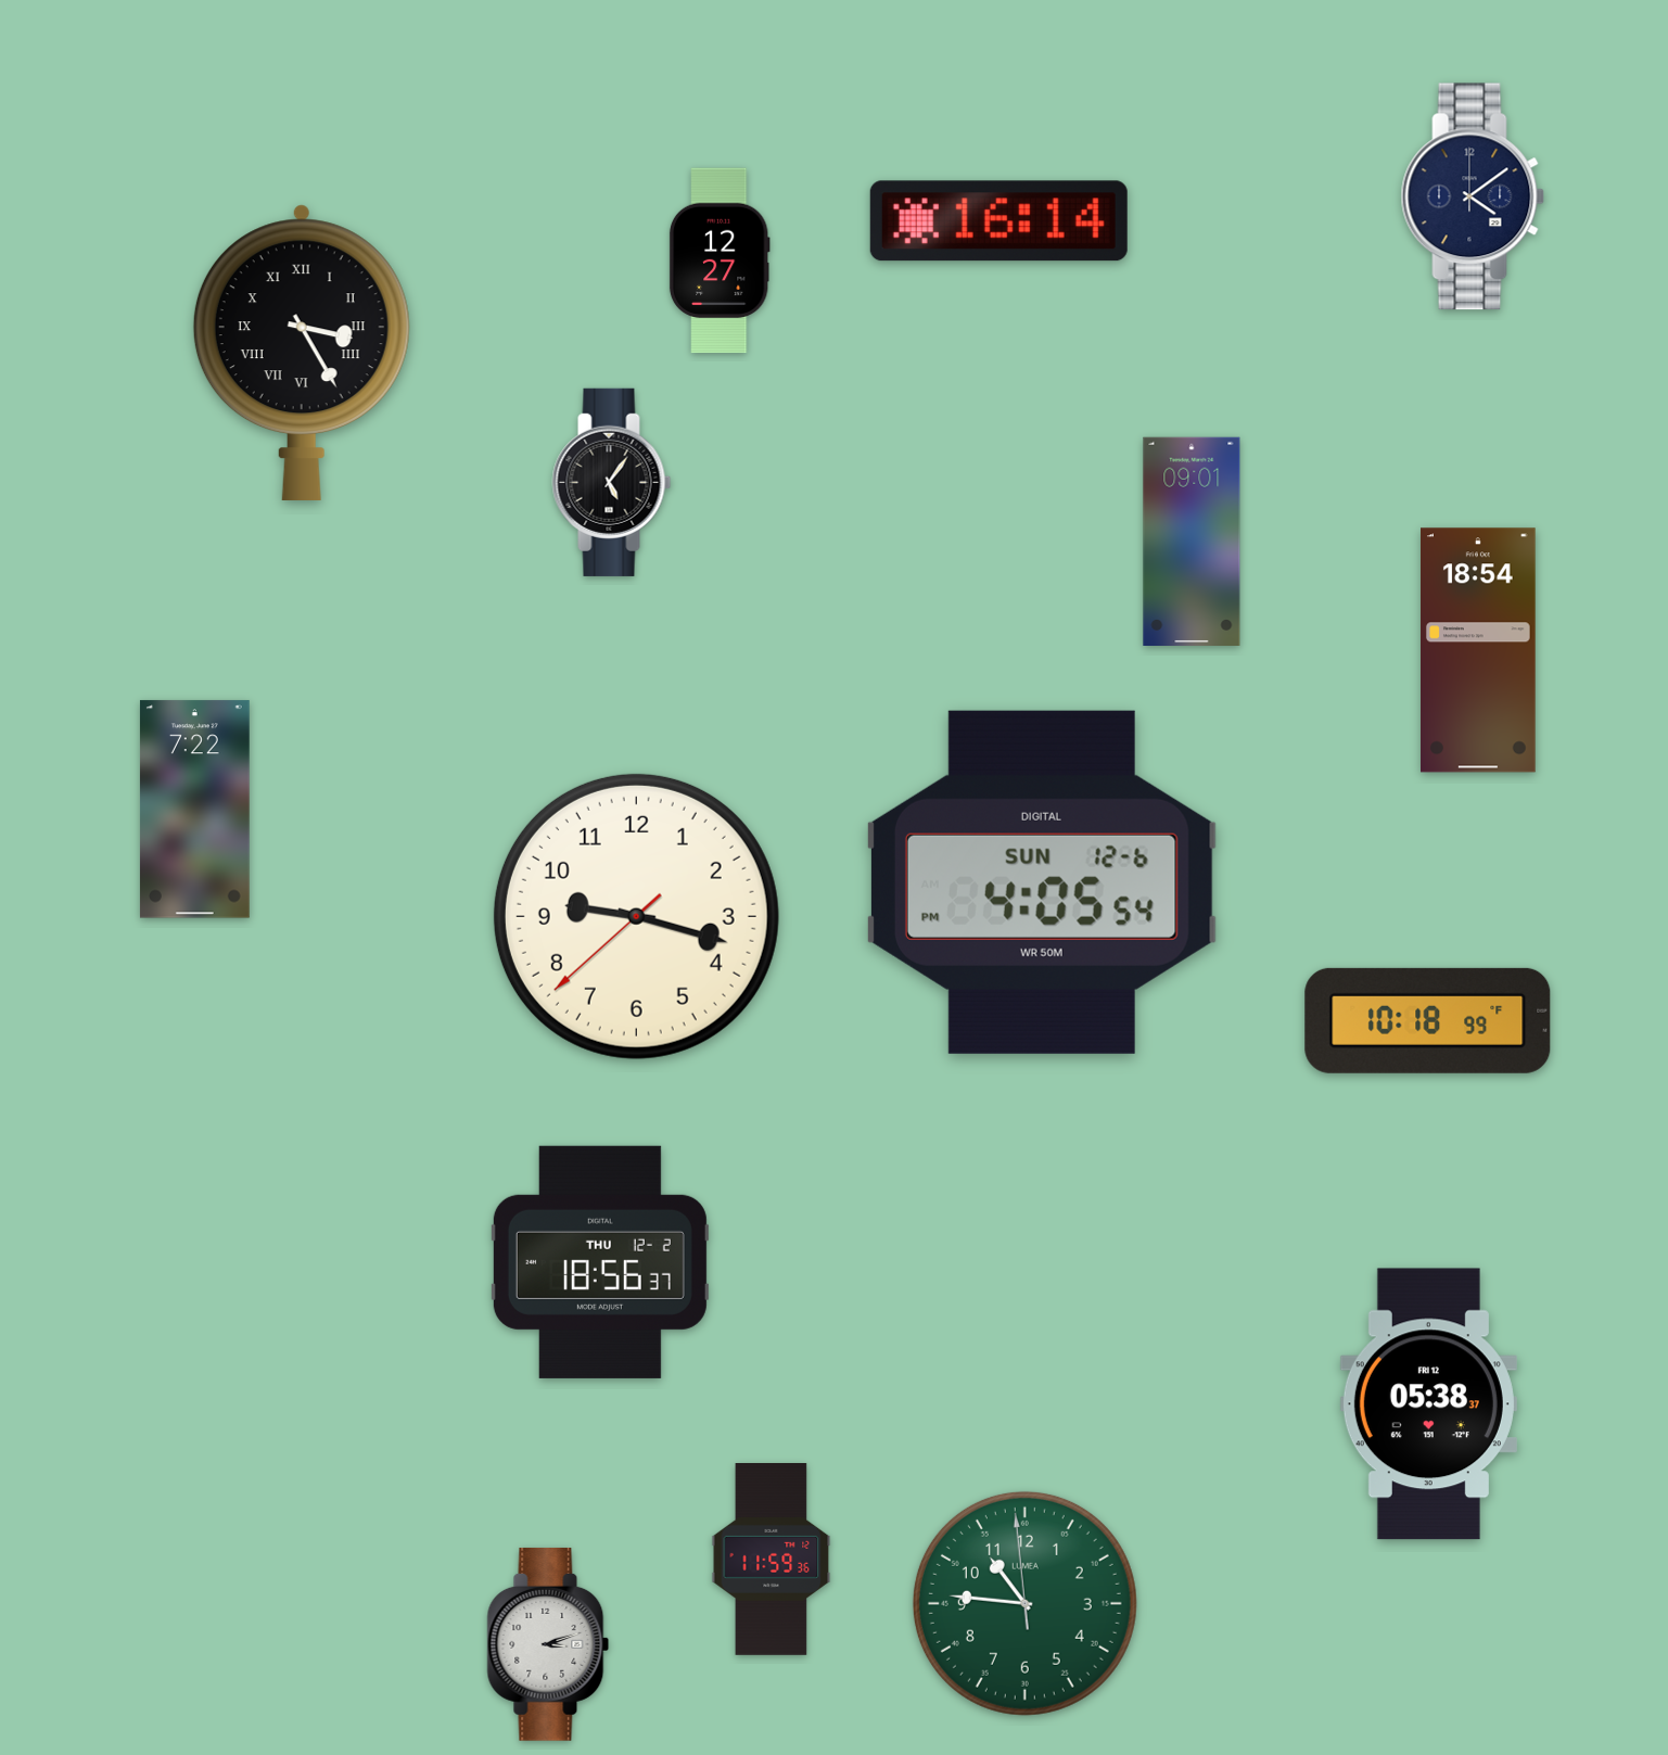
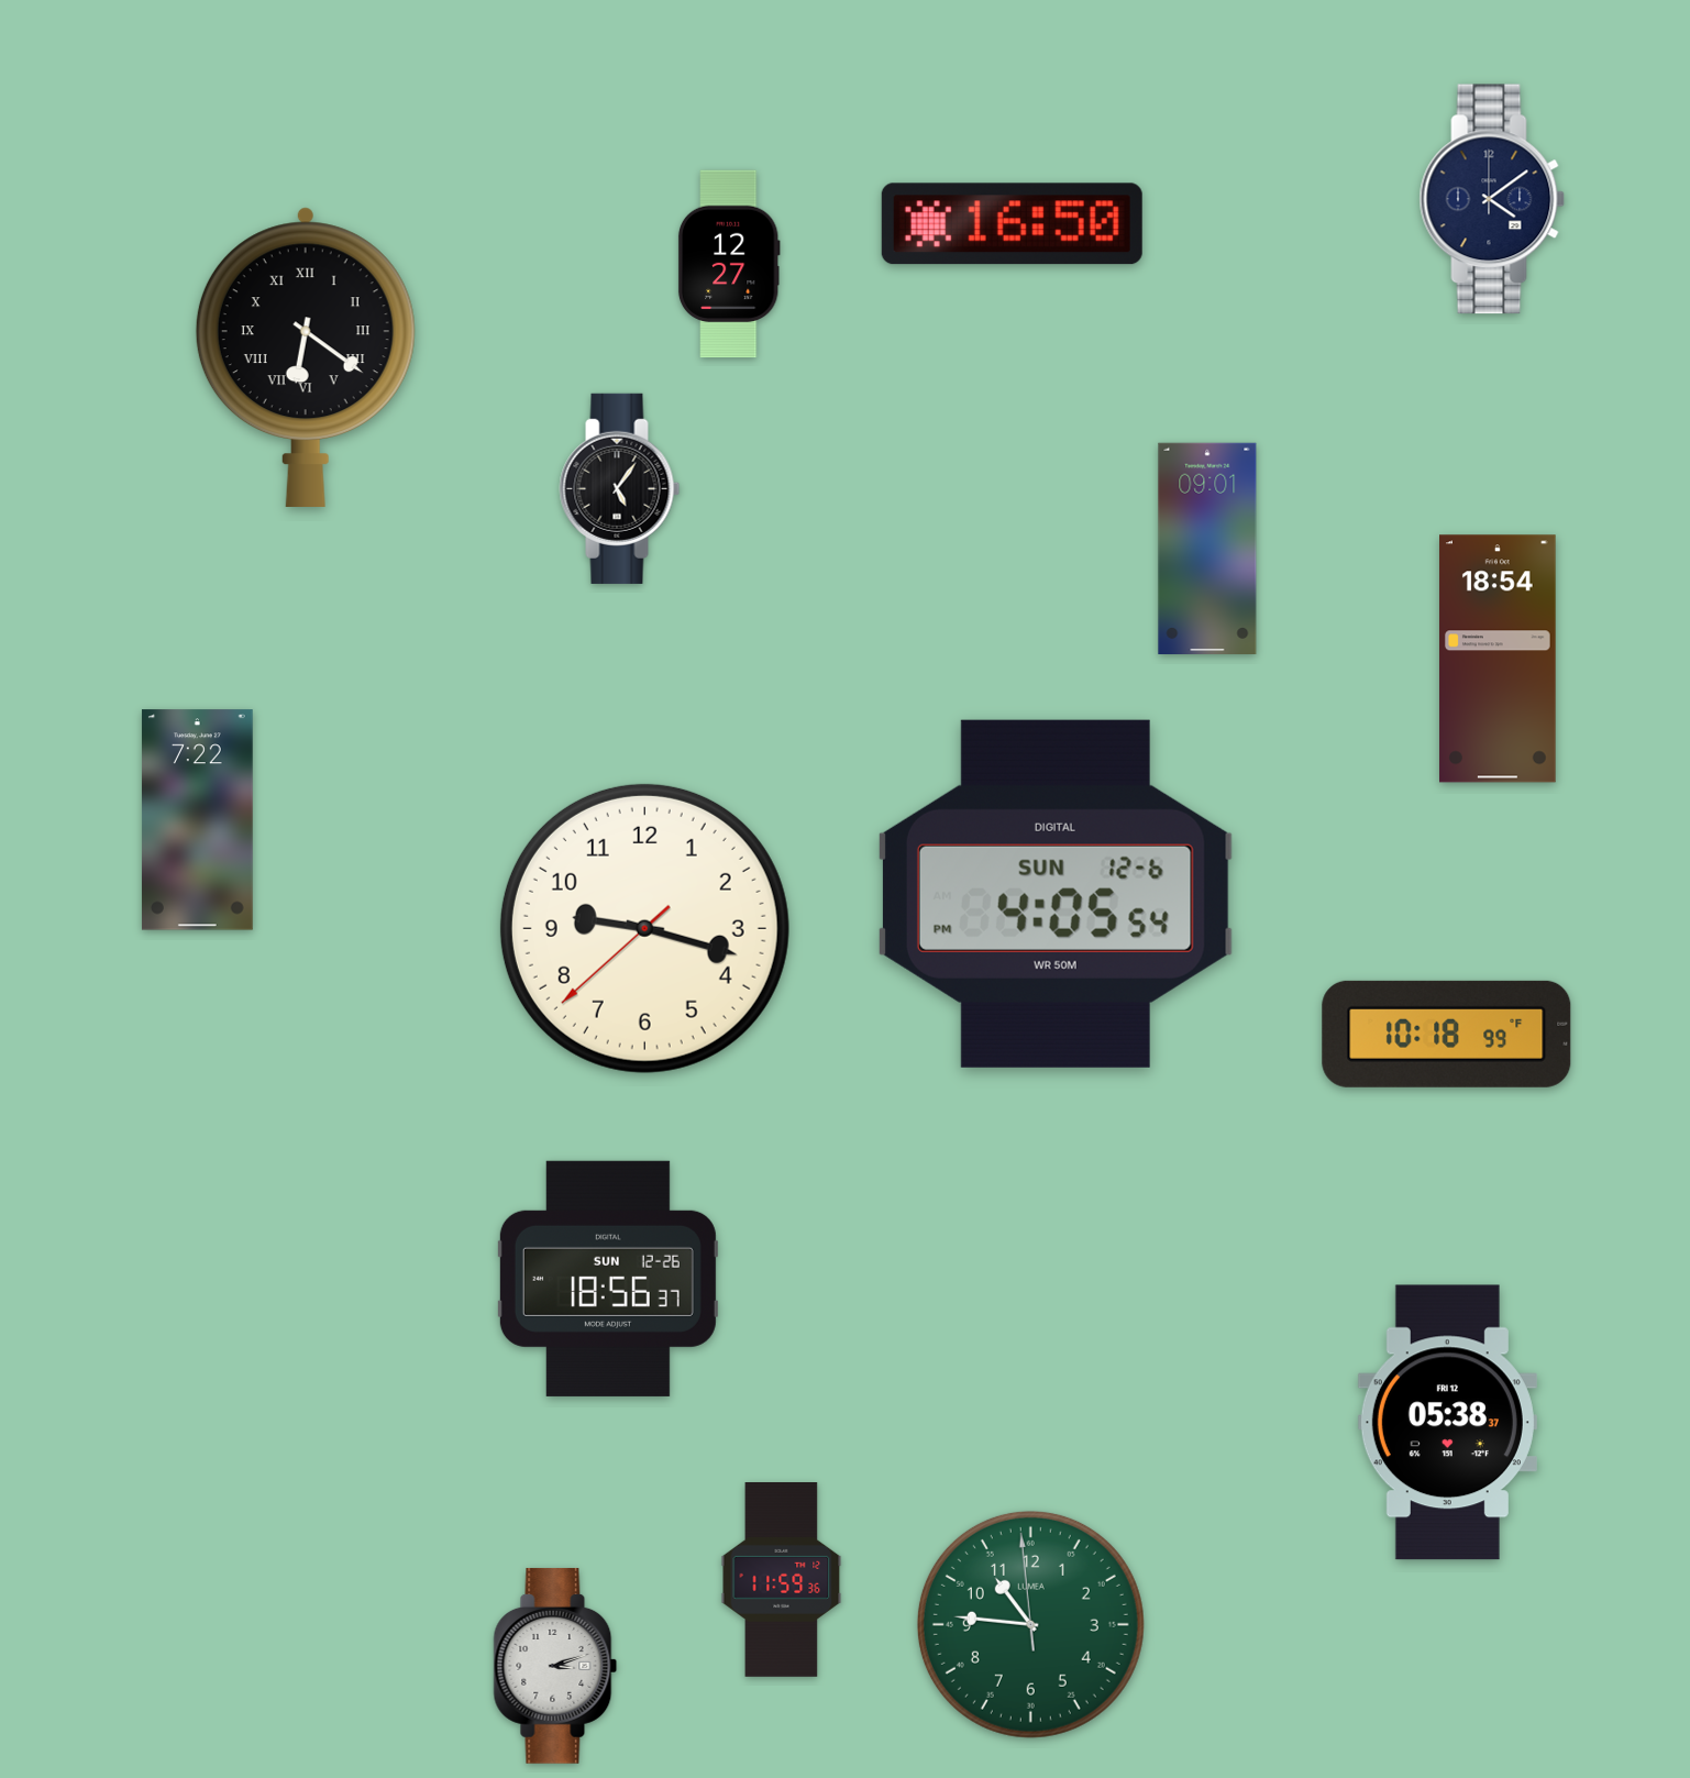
clock at (998, 221): 16:14 -> 16:50
clock at (302, 353): 3:25 -> 6:21
clock at (600, 1262) date: THU 12-2 -> SUN 12-26
clock at (1024, 1603) position: (1024, 1603) -> (1030, 1624)
